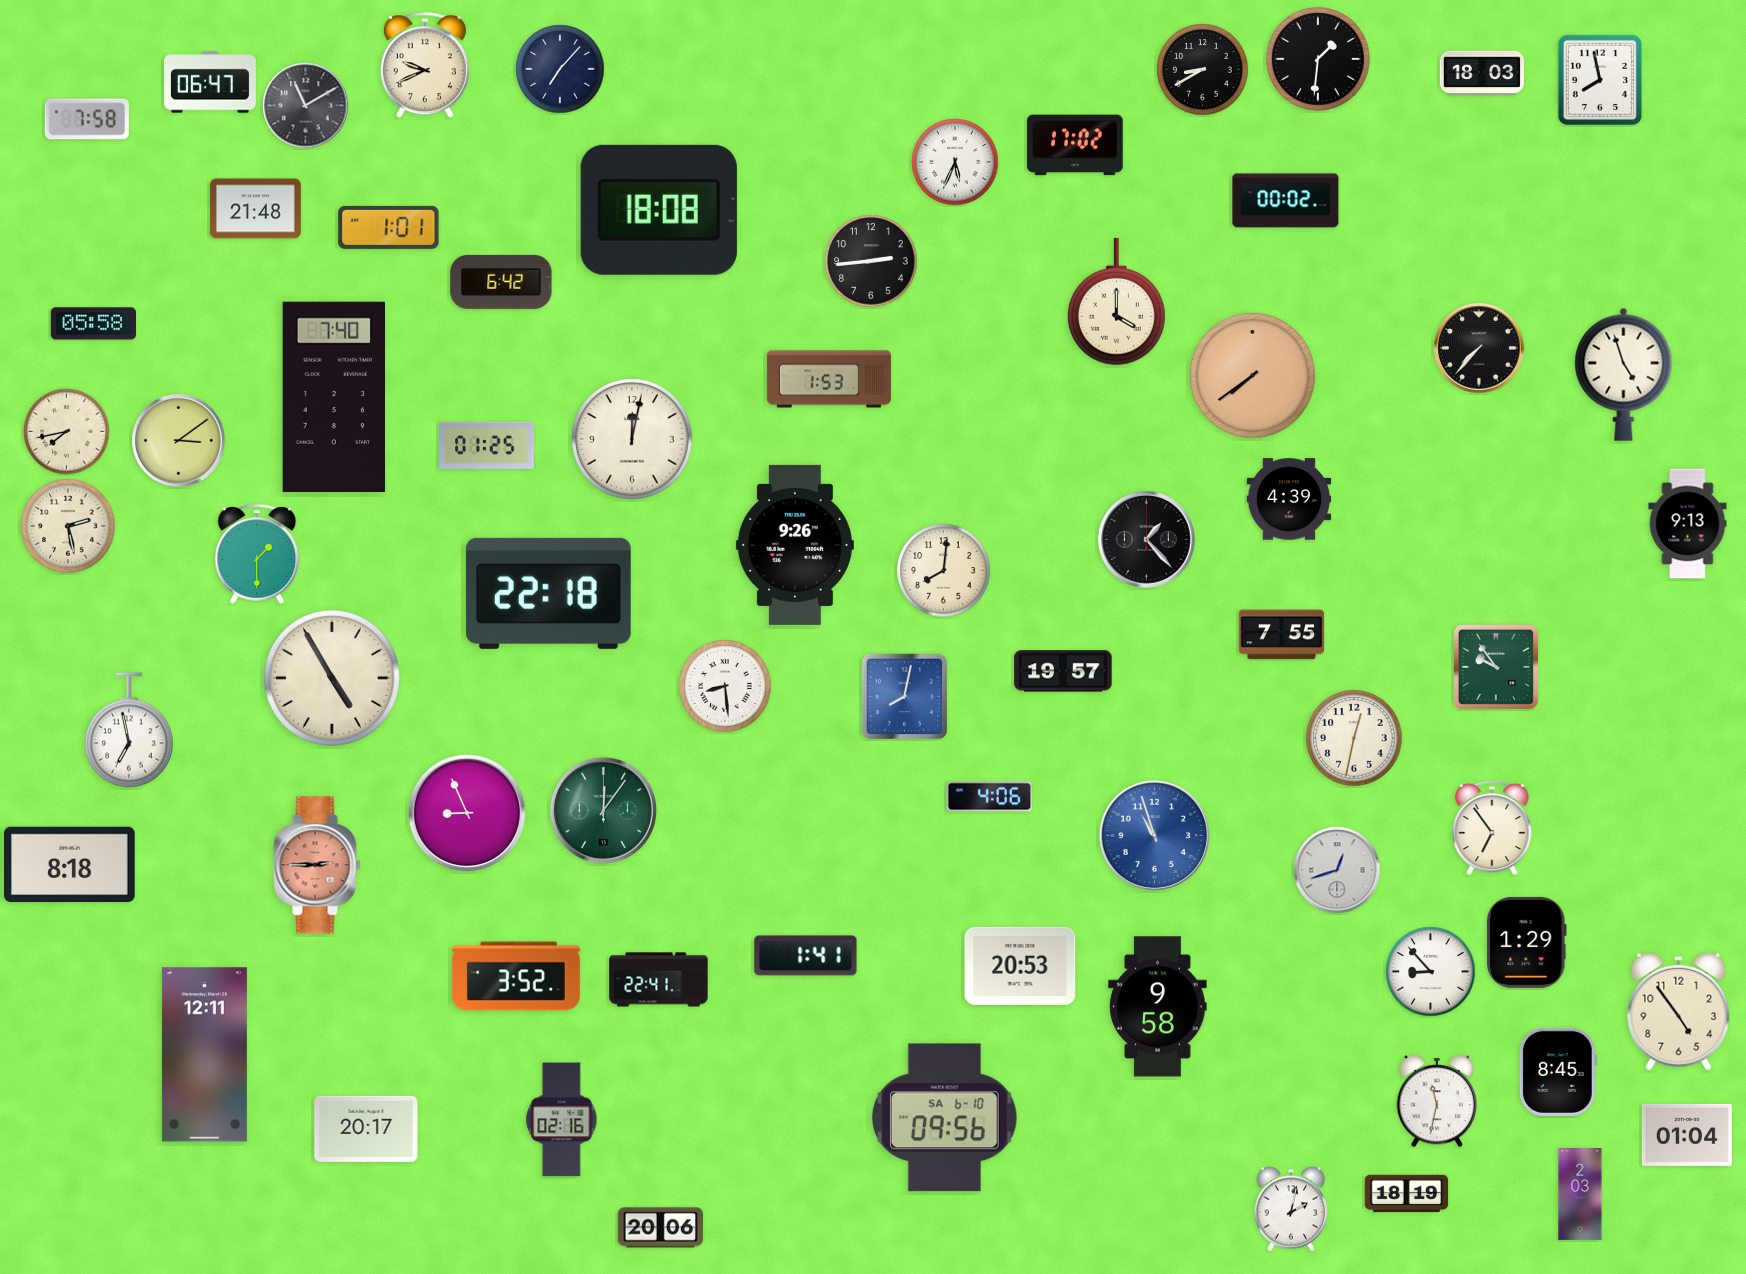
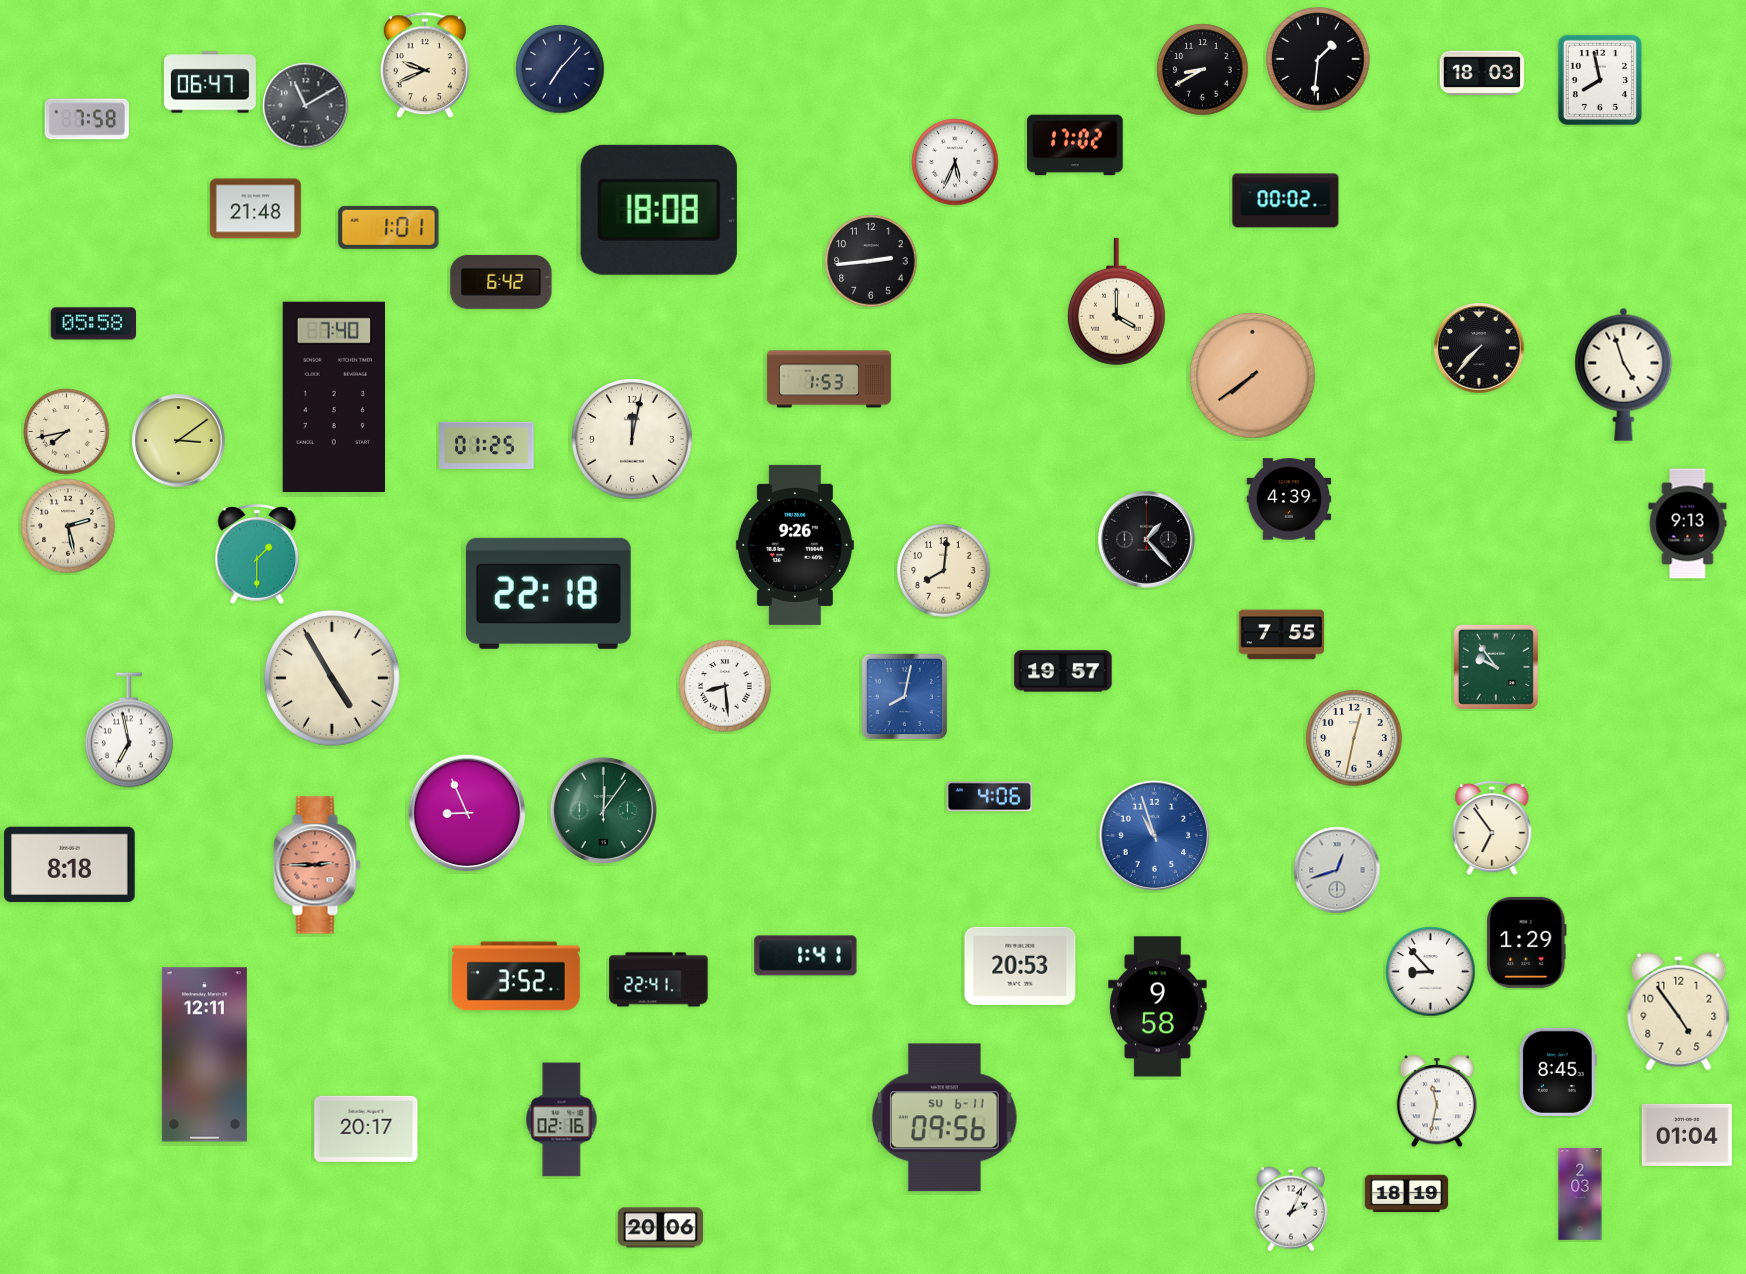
clock at (944, 1118) date: SA 6-10 -> SU 6-11
clock at (1290, 1209): 2:02 -> 2:04
